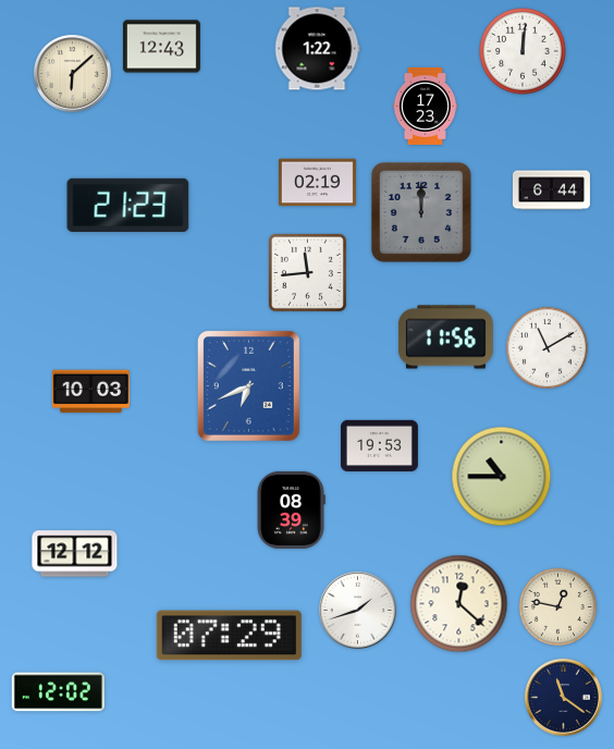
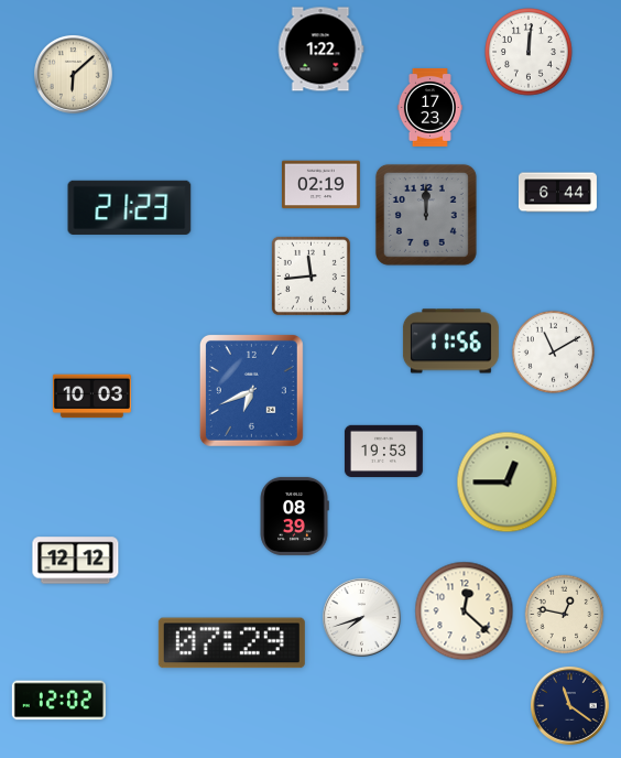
clock at (161, 47): 12:43 -> none
clock at (502, 477): 10:45 -> 12:45
clock at (357, 610): 1:42 -> 7:42
